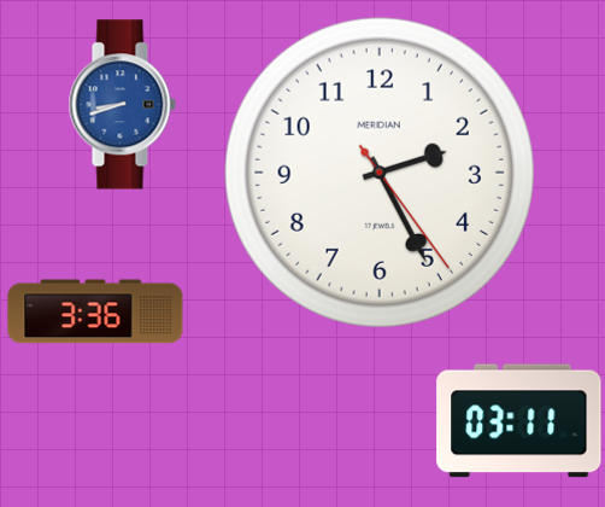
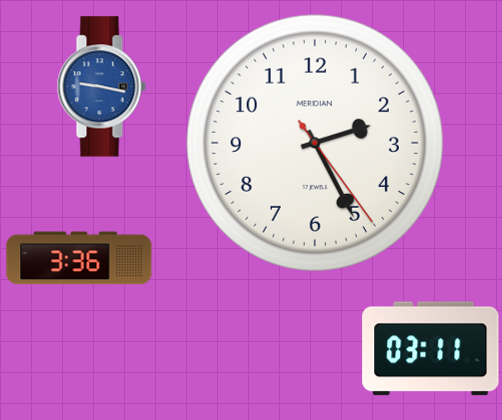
clock at (122, 105): 8:42 -> 9:17
